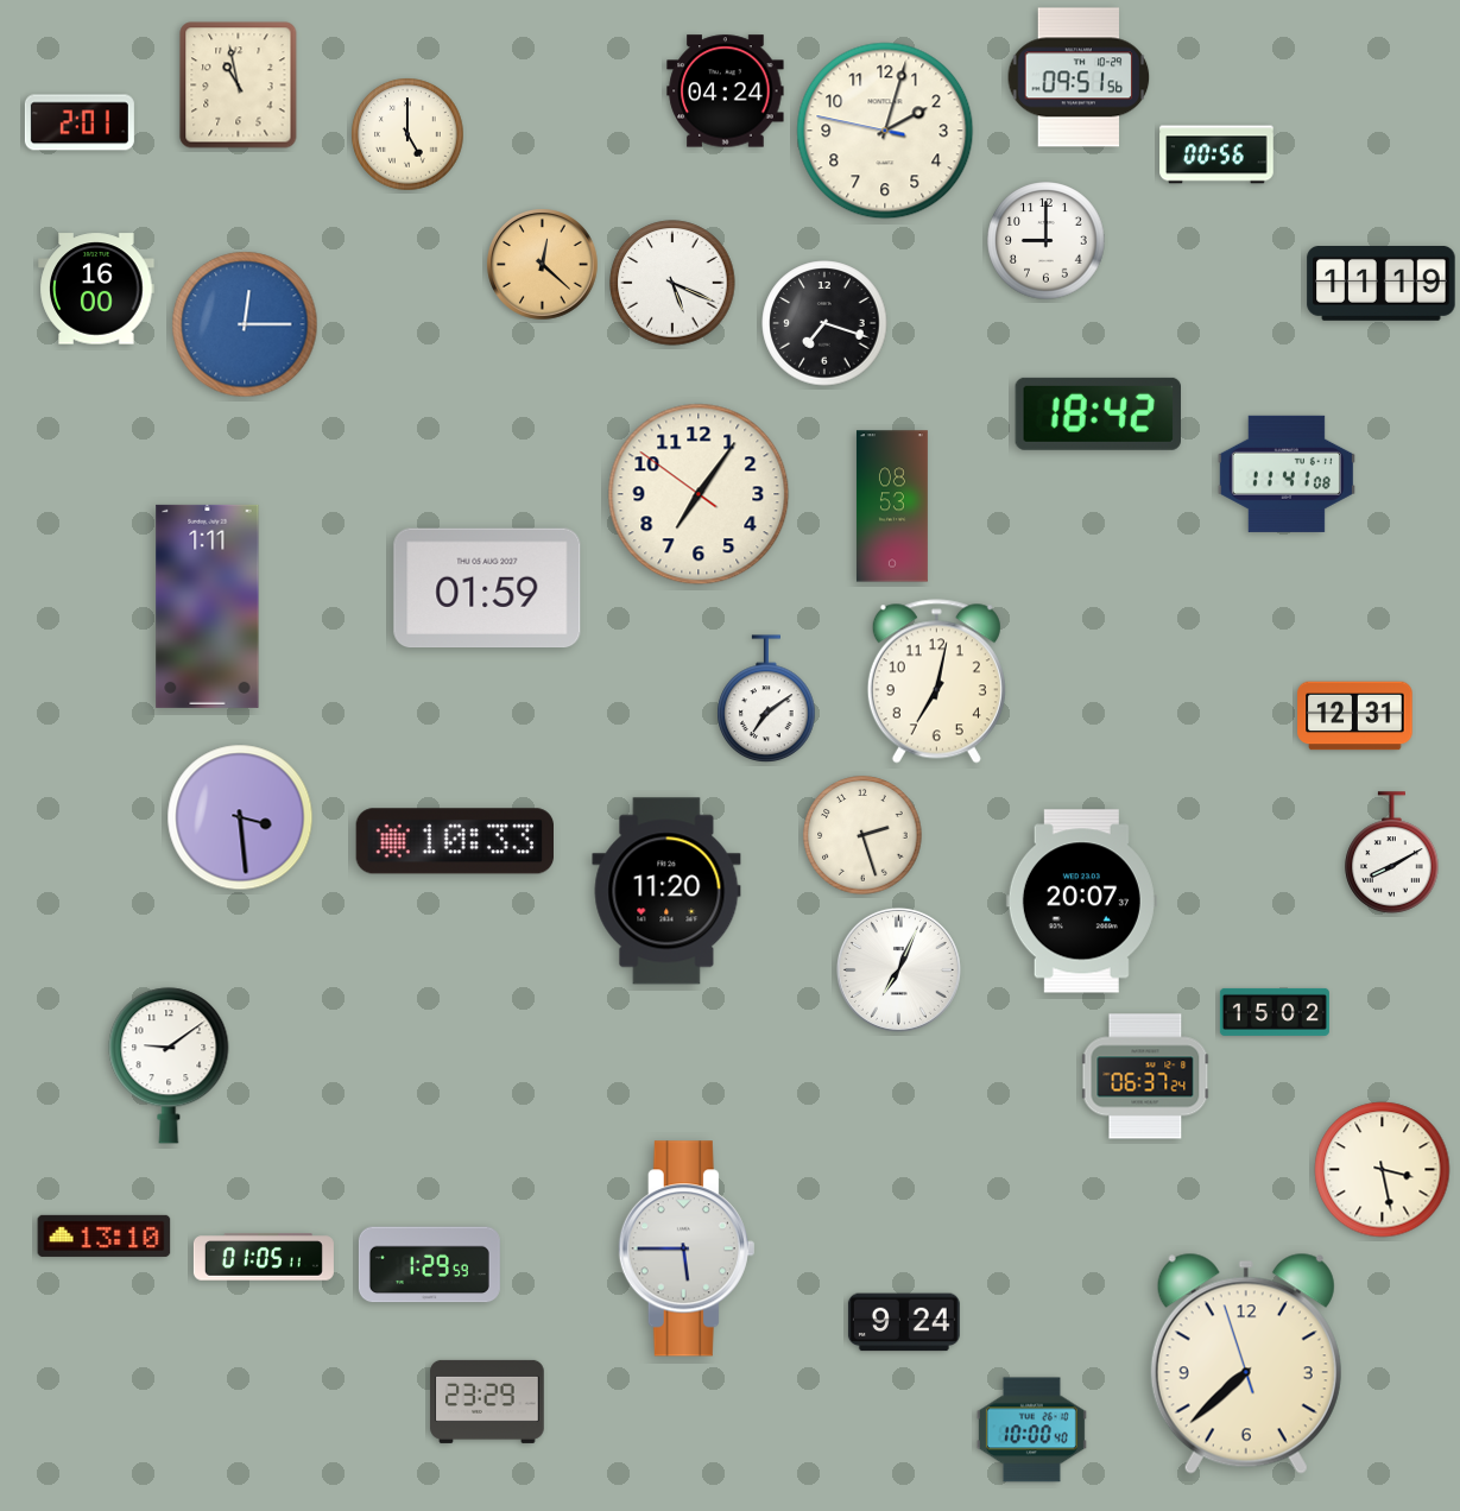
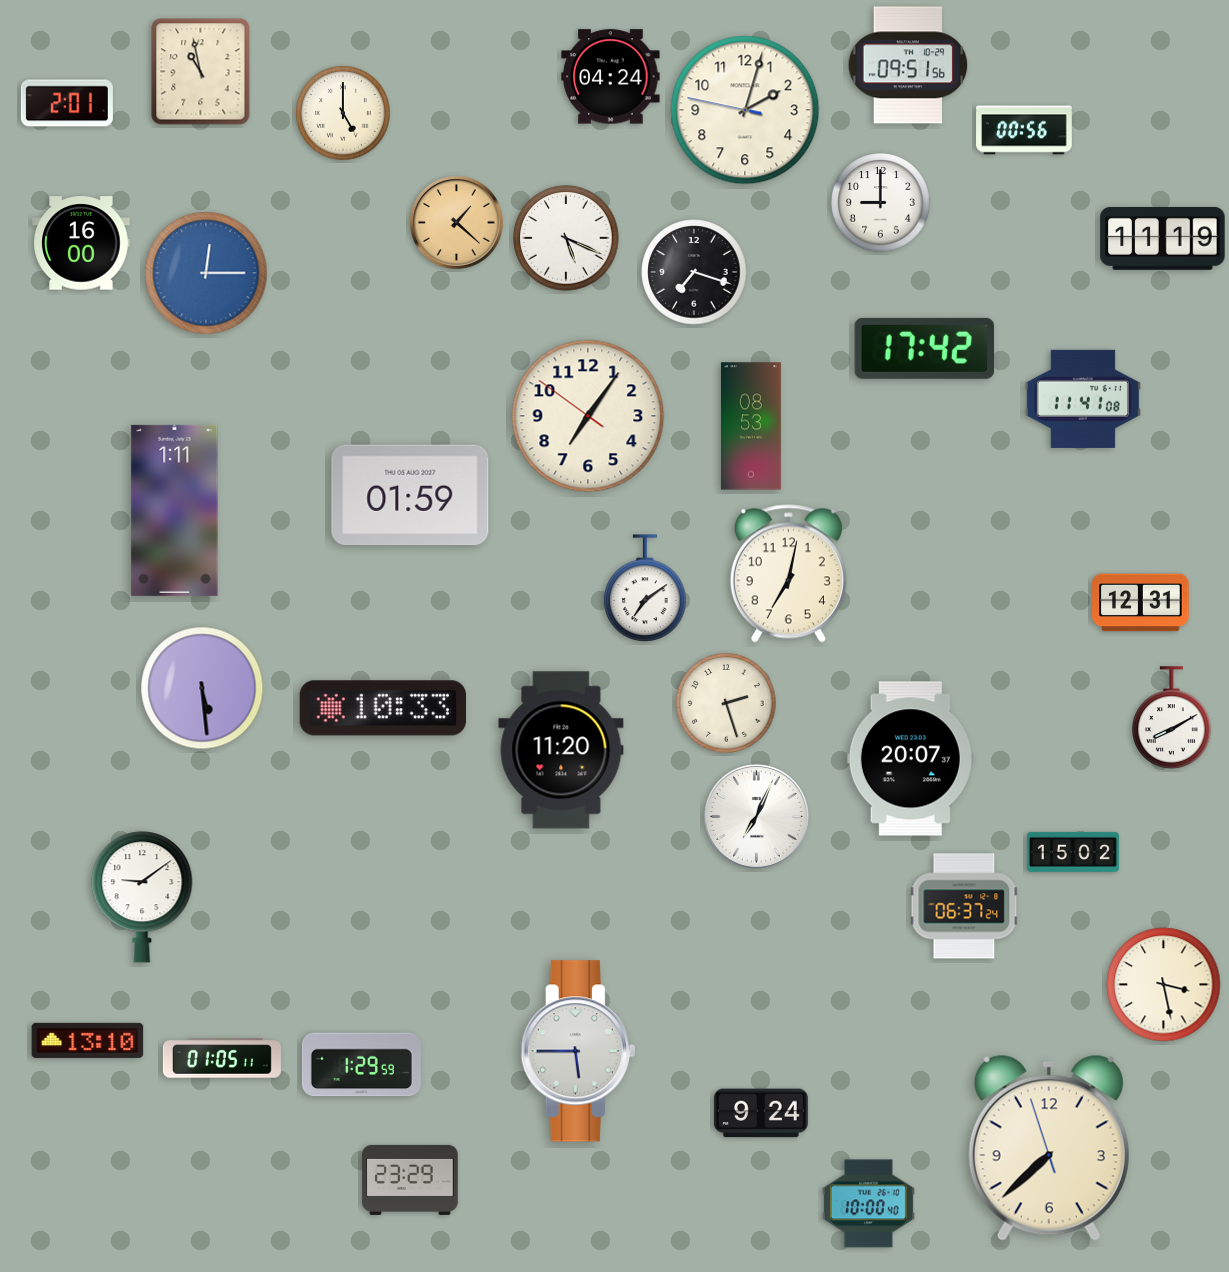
clock at (543, 265): 12:22 -> 1:22
clock at (1098, 413): 18:42 -> 17:42
clock at (240, 817): 3:29 -> 5:29
